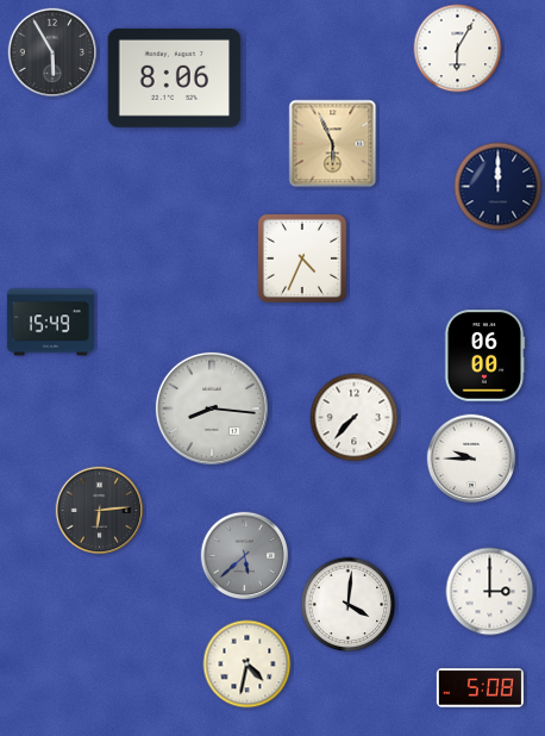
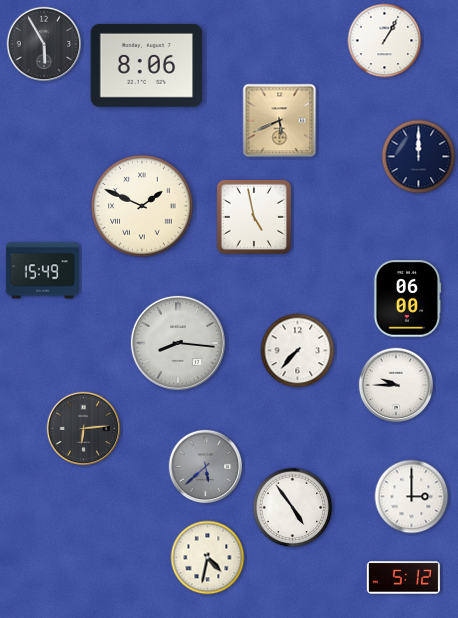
clock at (458, 49): 6:05 -> 1:05
clock at (333, 144): 5:56 -> 5:41
clock at (142, 206): none -> 1:49
clock at (302, 258): 4:34 -> 4:58
clock at (349, 605): 4:01 -> 4:54
clock at (480, 688): 5:08 -> 5:12
